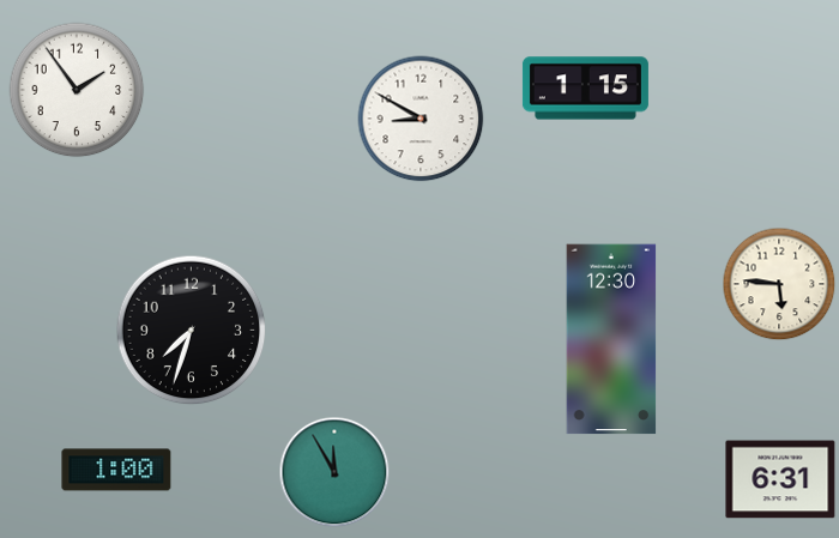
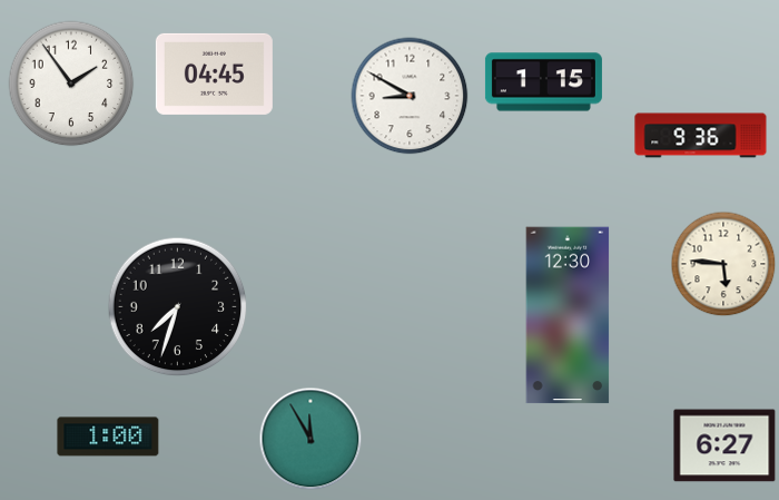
clock at (214, 73): none -> 04:45
clock at (421, 119) position: (421, 119) -> (410, 96)
clock at (701, 136): none -> 9:36
clock at (780, 479): 6:31 -> 6:27
